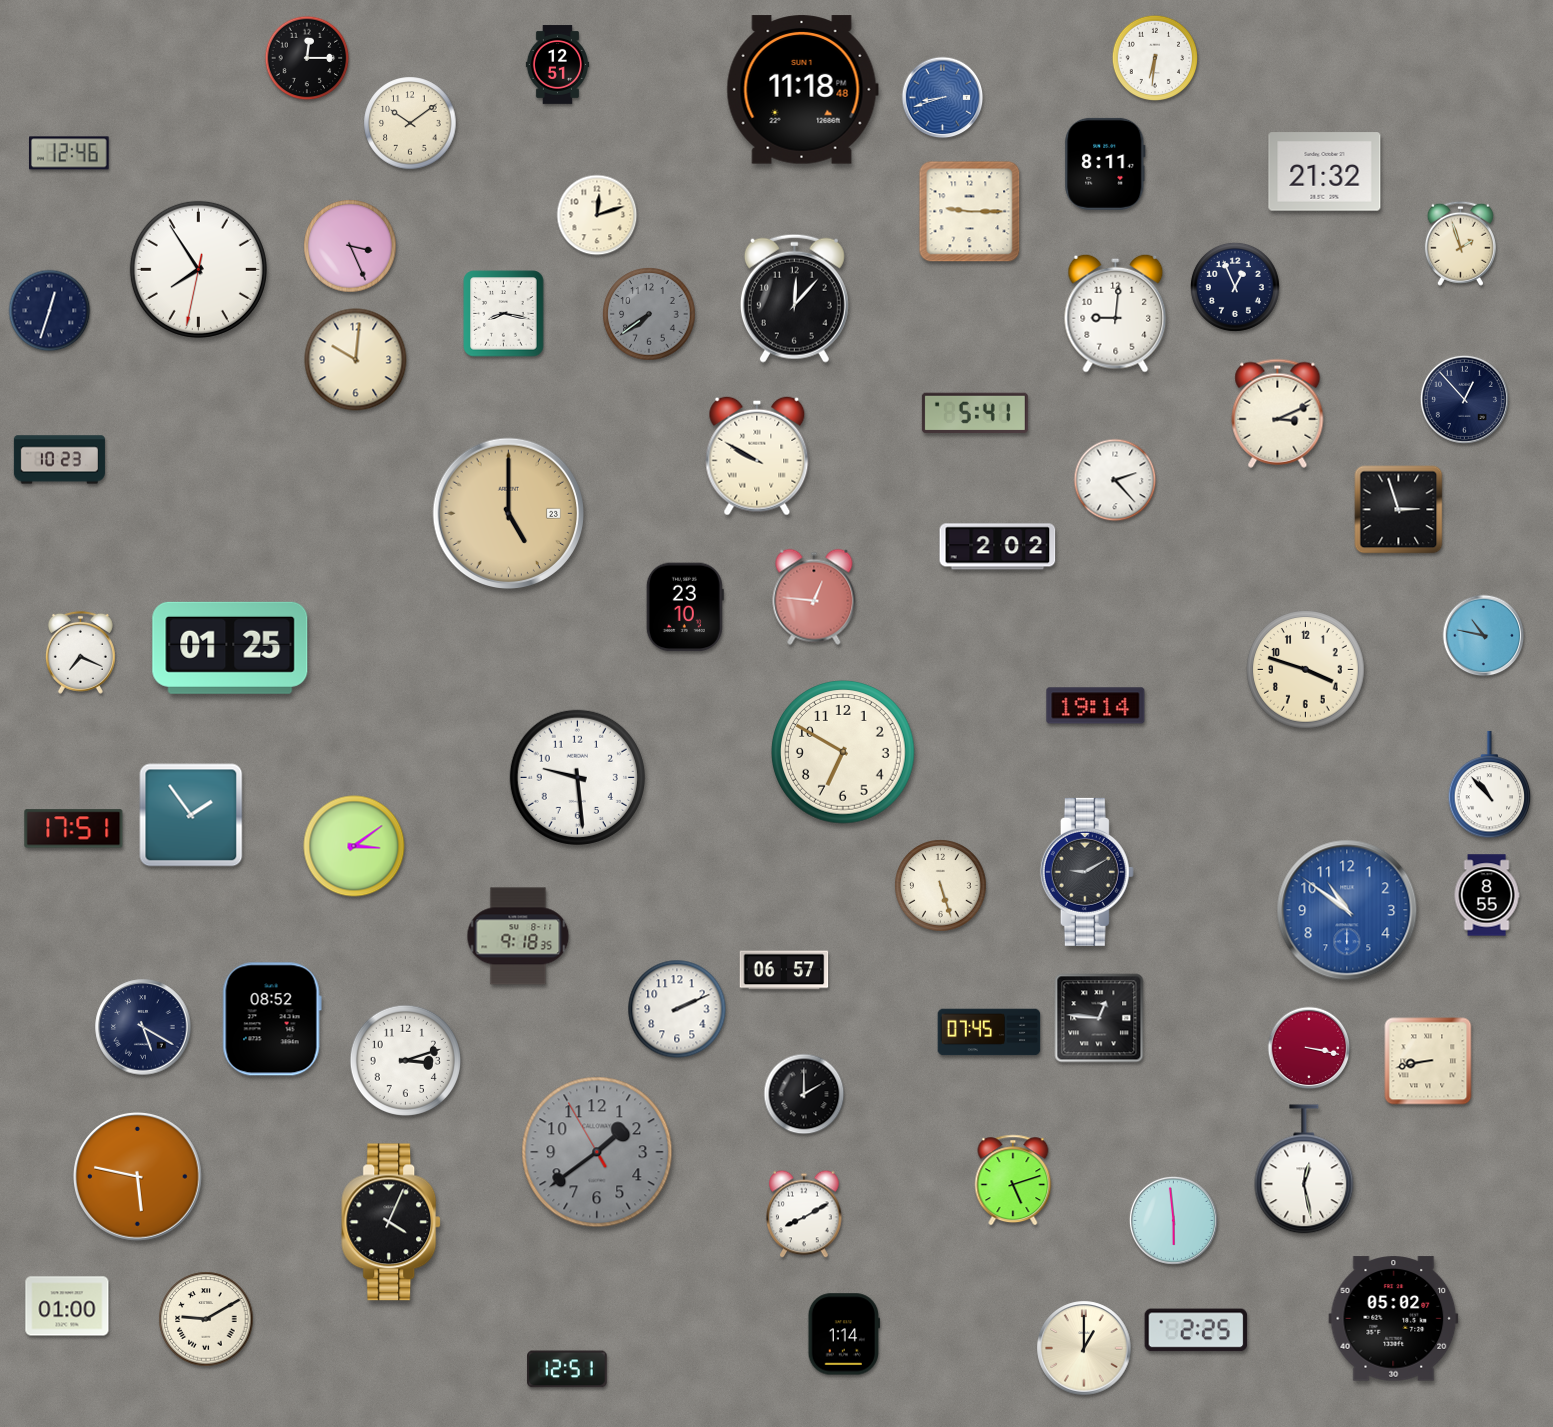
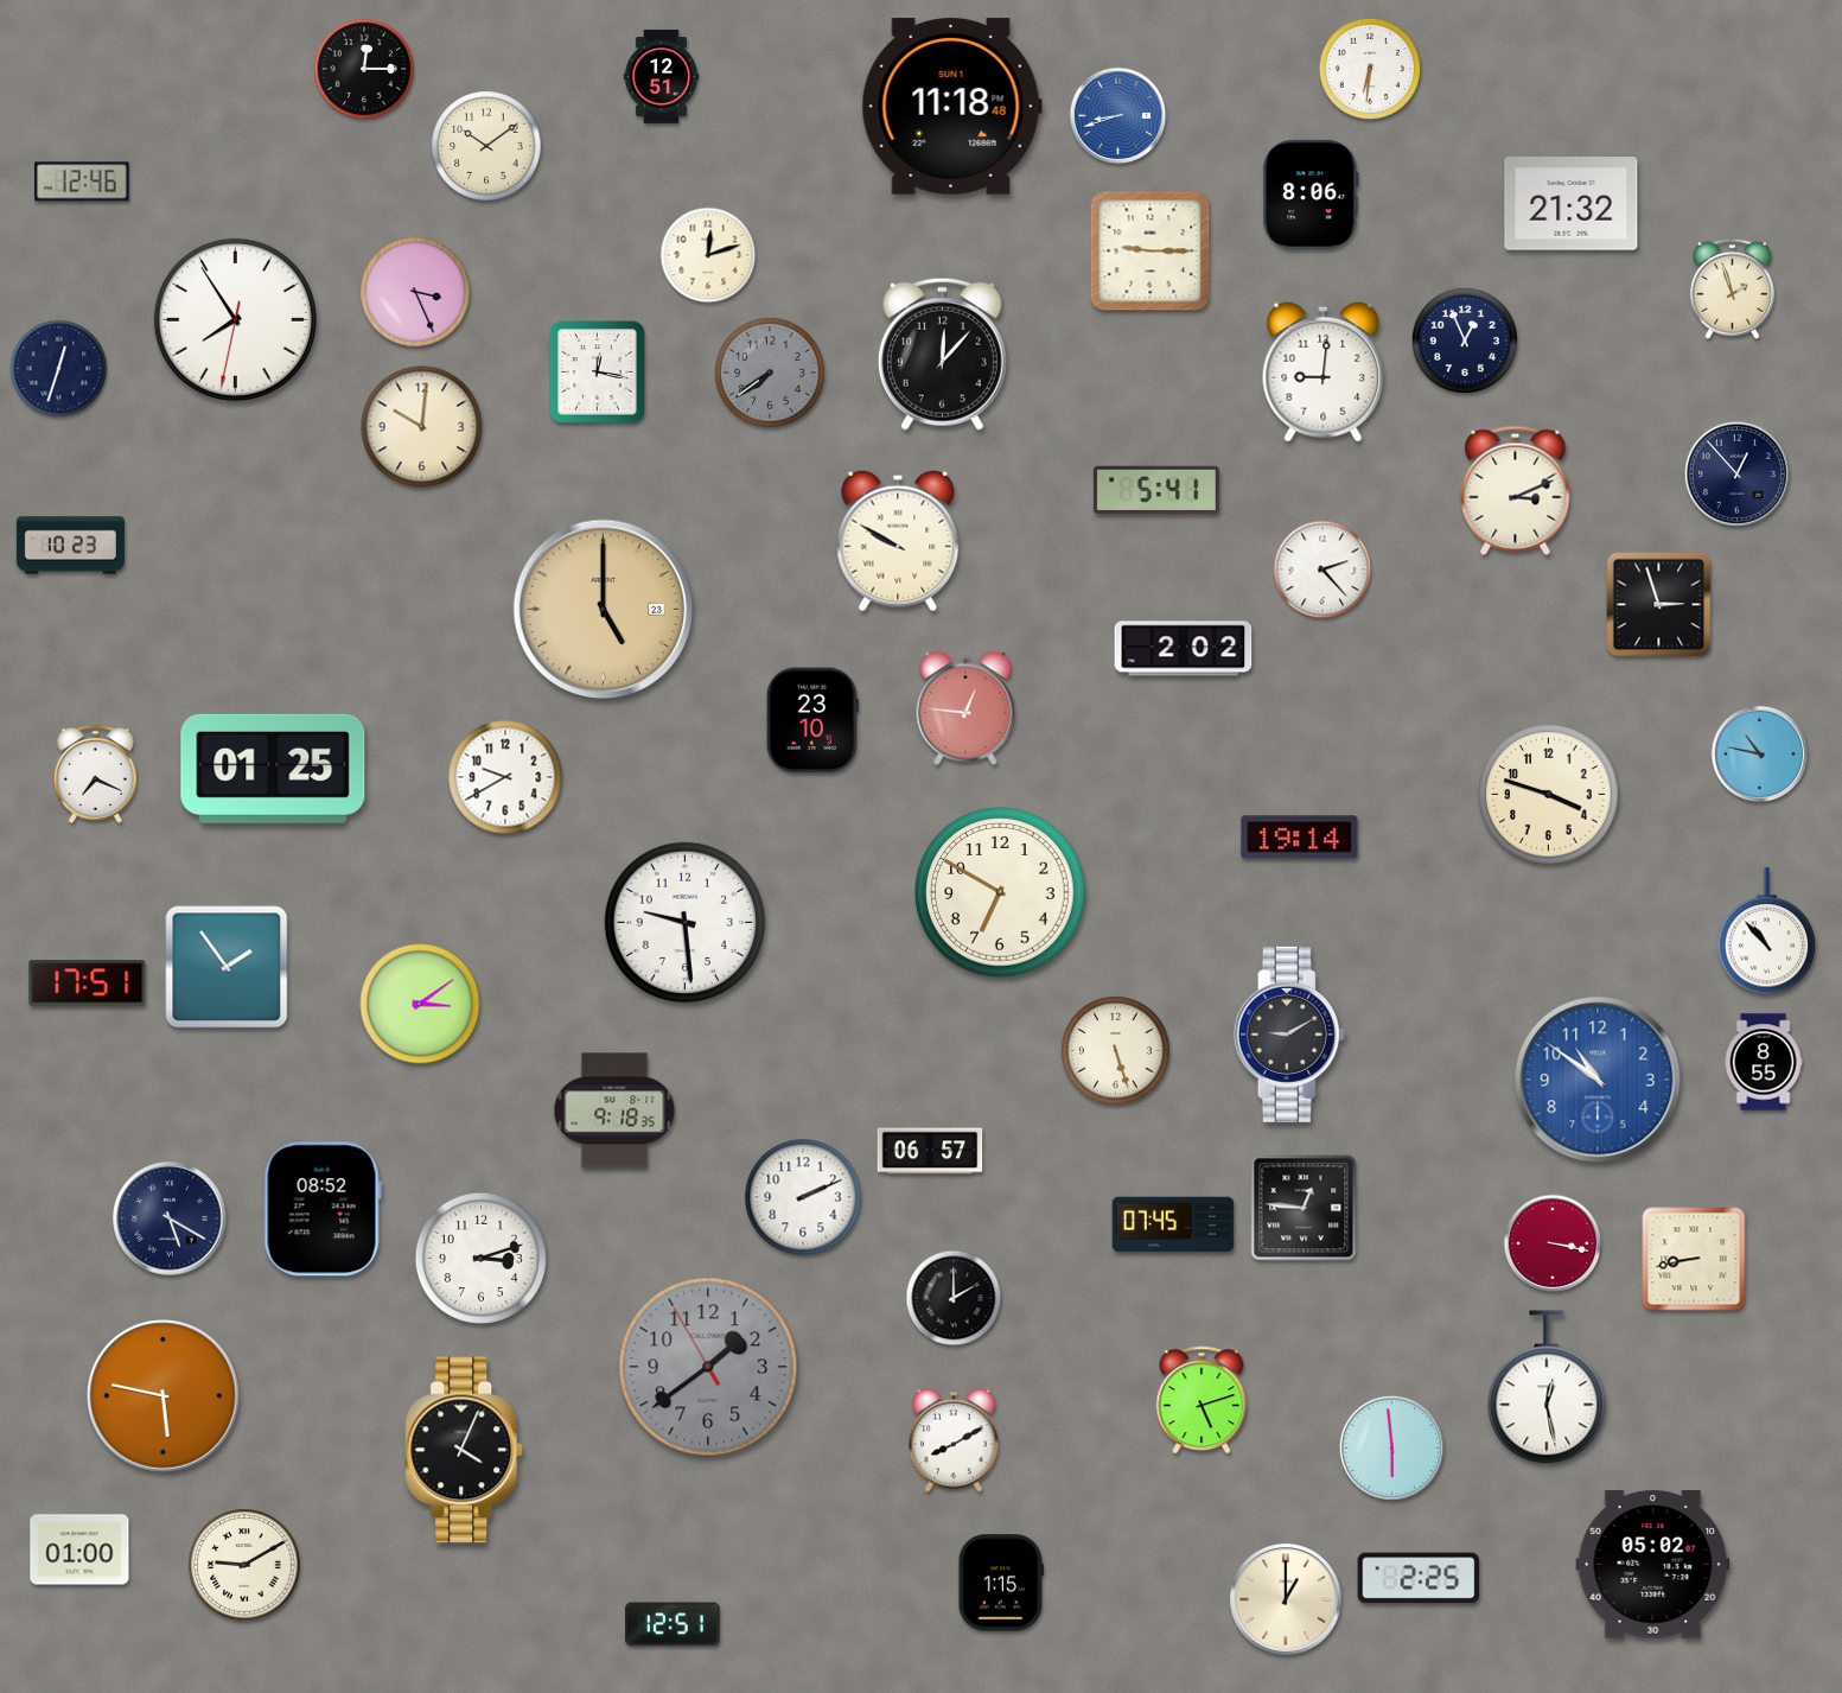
clock at (1105, 164): 8:11 -> 8:06
clock at (504, 314): 8:17 -> 12:17
clock at (505, 777): none -> 9:40
clock at (844, 1334): 1:14 -> 1:15
